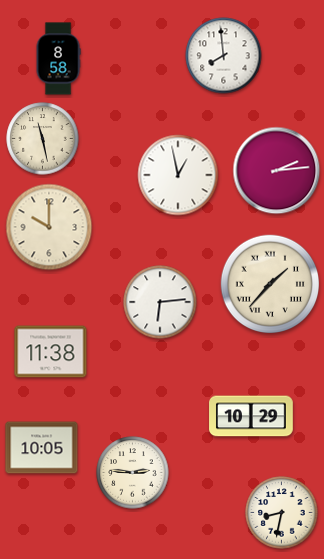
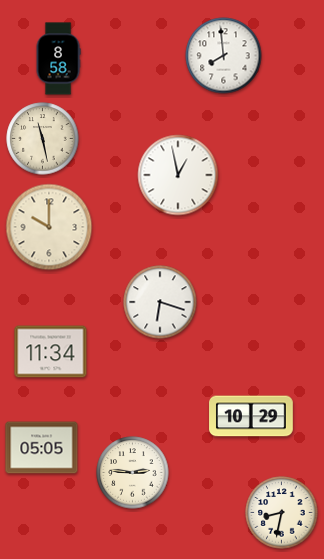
clock at (277, 171): 2:14 -> none
clock at (270, 284): 1:37 -> none
clock at (160, 302): 6:14 -> 6:18
clock at (51, 352): 11:38 -> 11:34
clock at (42, 448): 10:05 -> 05:05
